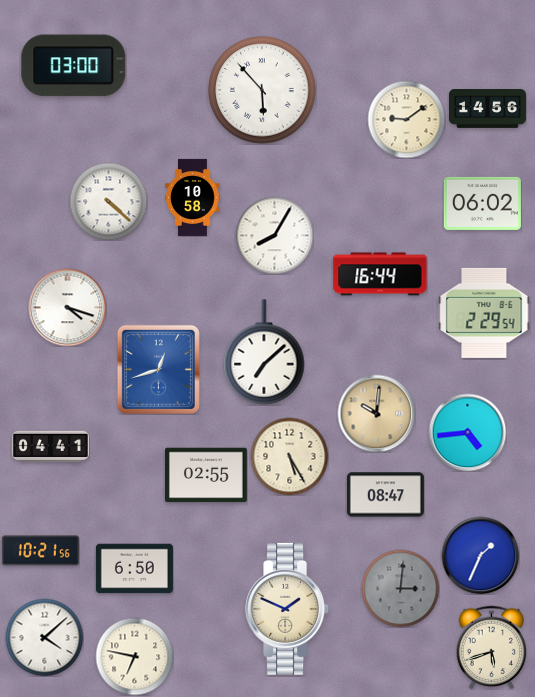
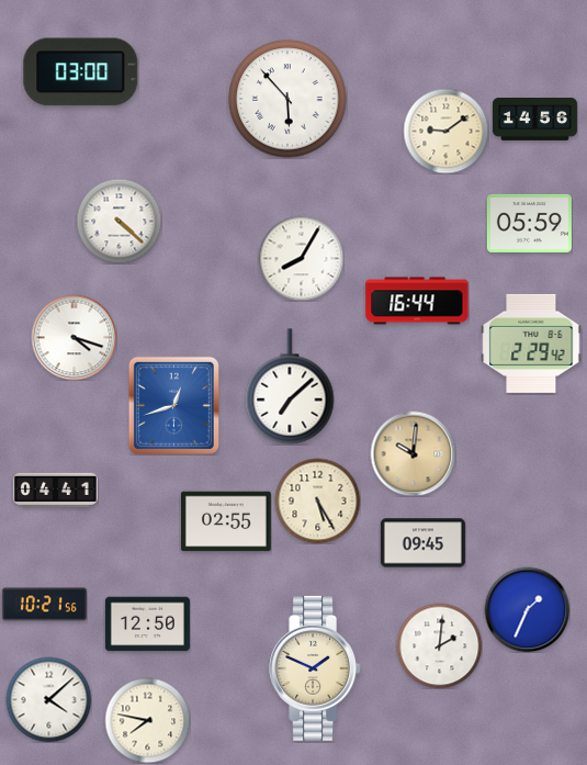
clock at (193, 197): 10:58 -> none
clock at (482, 203): 06:02 -> 05:59
clock at (484, 313): 2:29:54 -> 2:29:42
clock at (467, 432): 4:44 -> none
clock at (385, 495): 08:47 -> 09:45
clock at (134, 569): 6:50 -> 12:50
clock at (400, 588): 3:01 -> 2:01
clock at (400, 588) dial: grey -> white
clock at (492, 647): 5:42 -> none
clock at (134, 656): 6:47 -> 7:47
